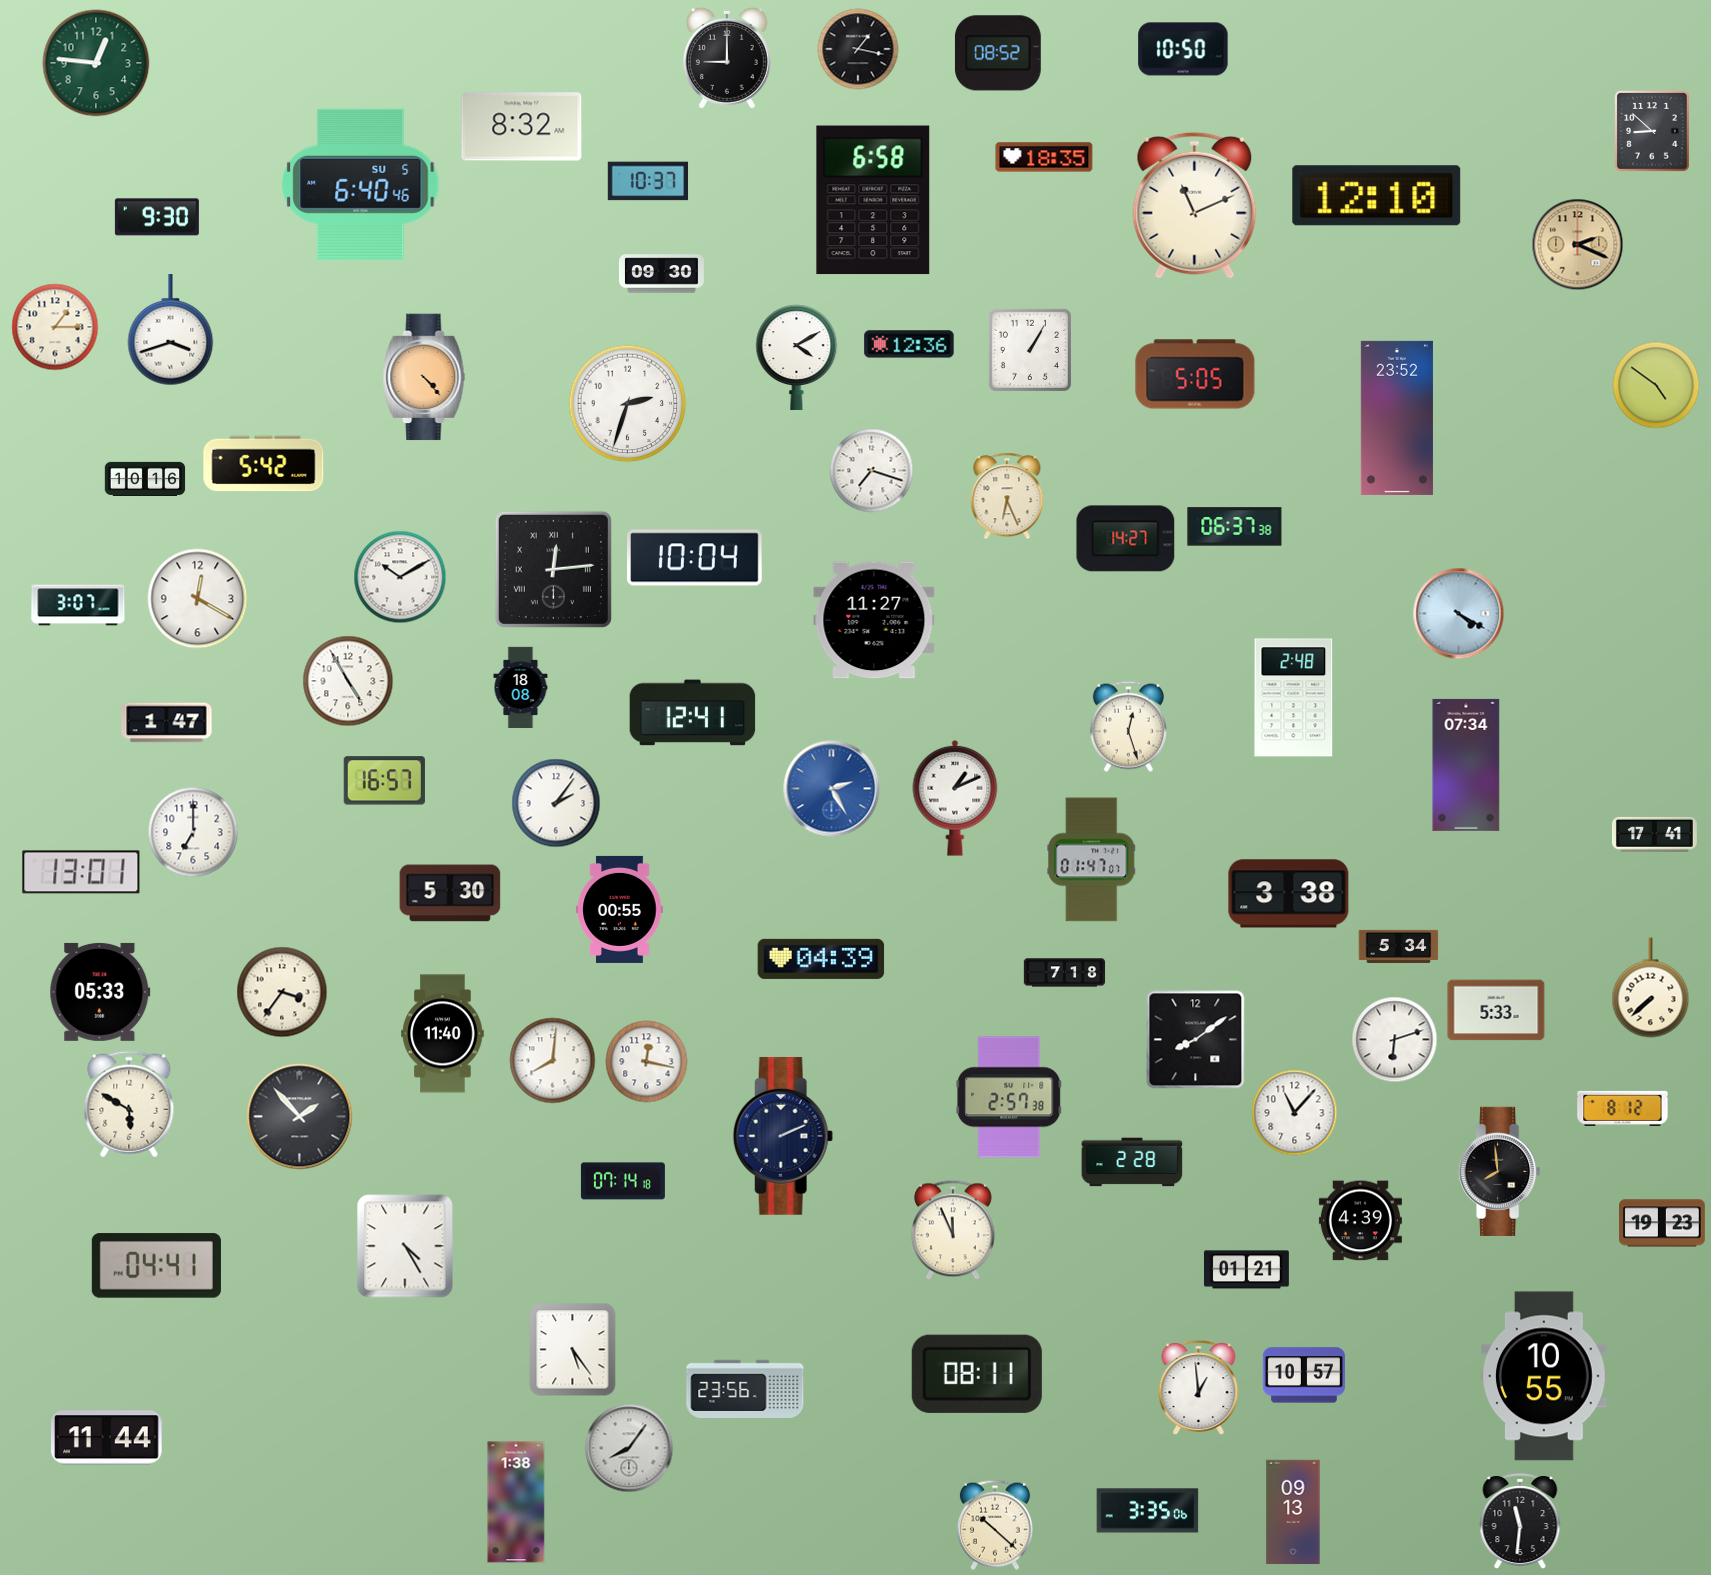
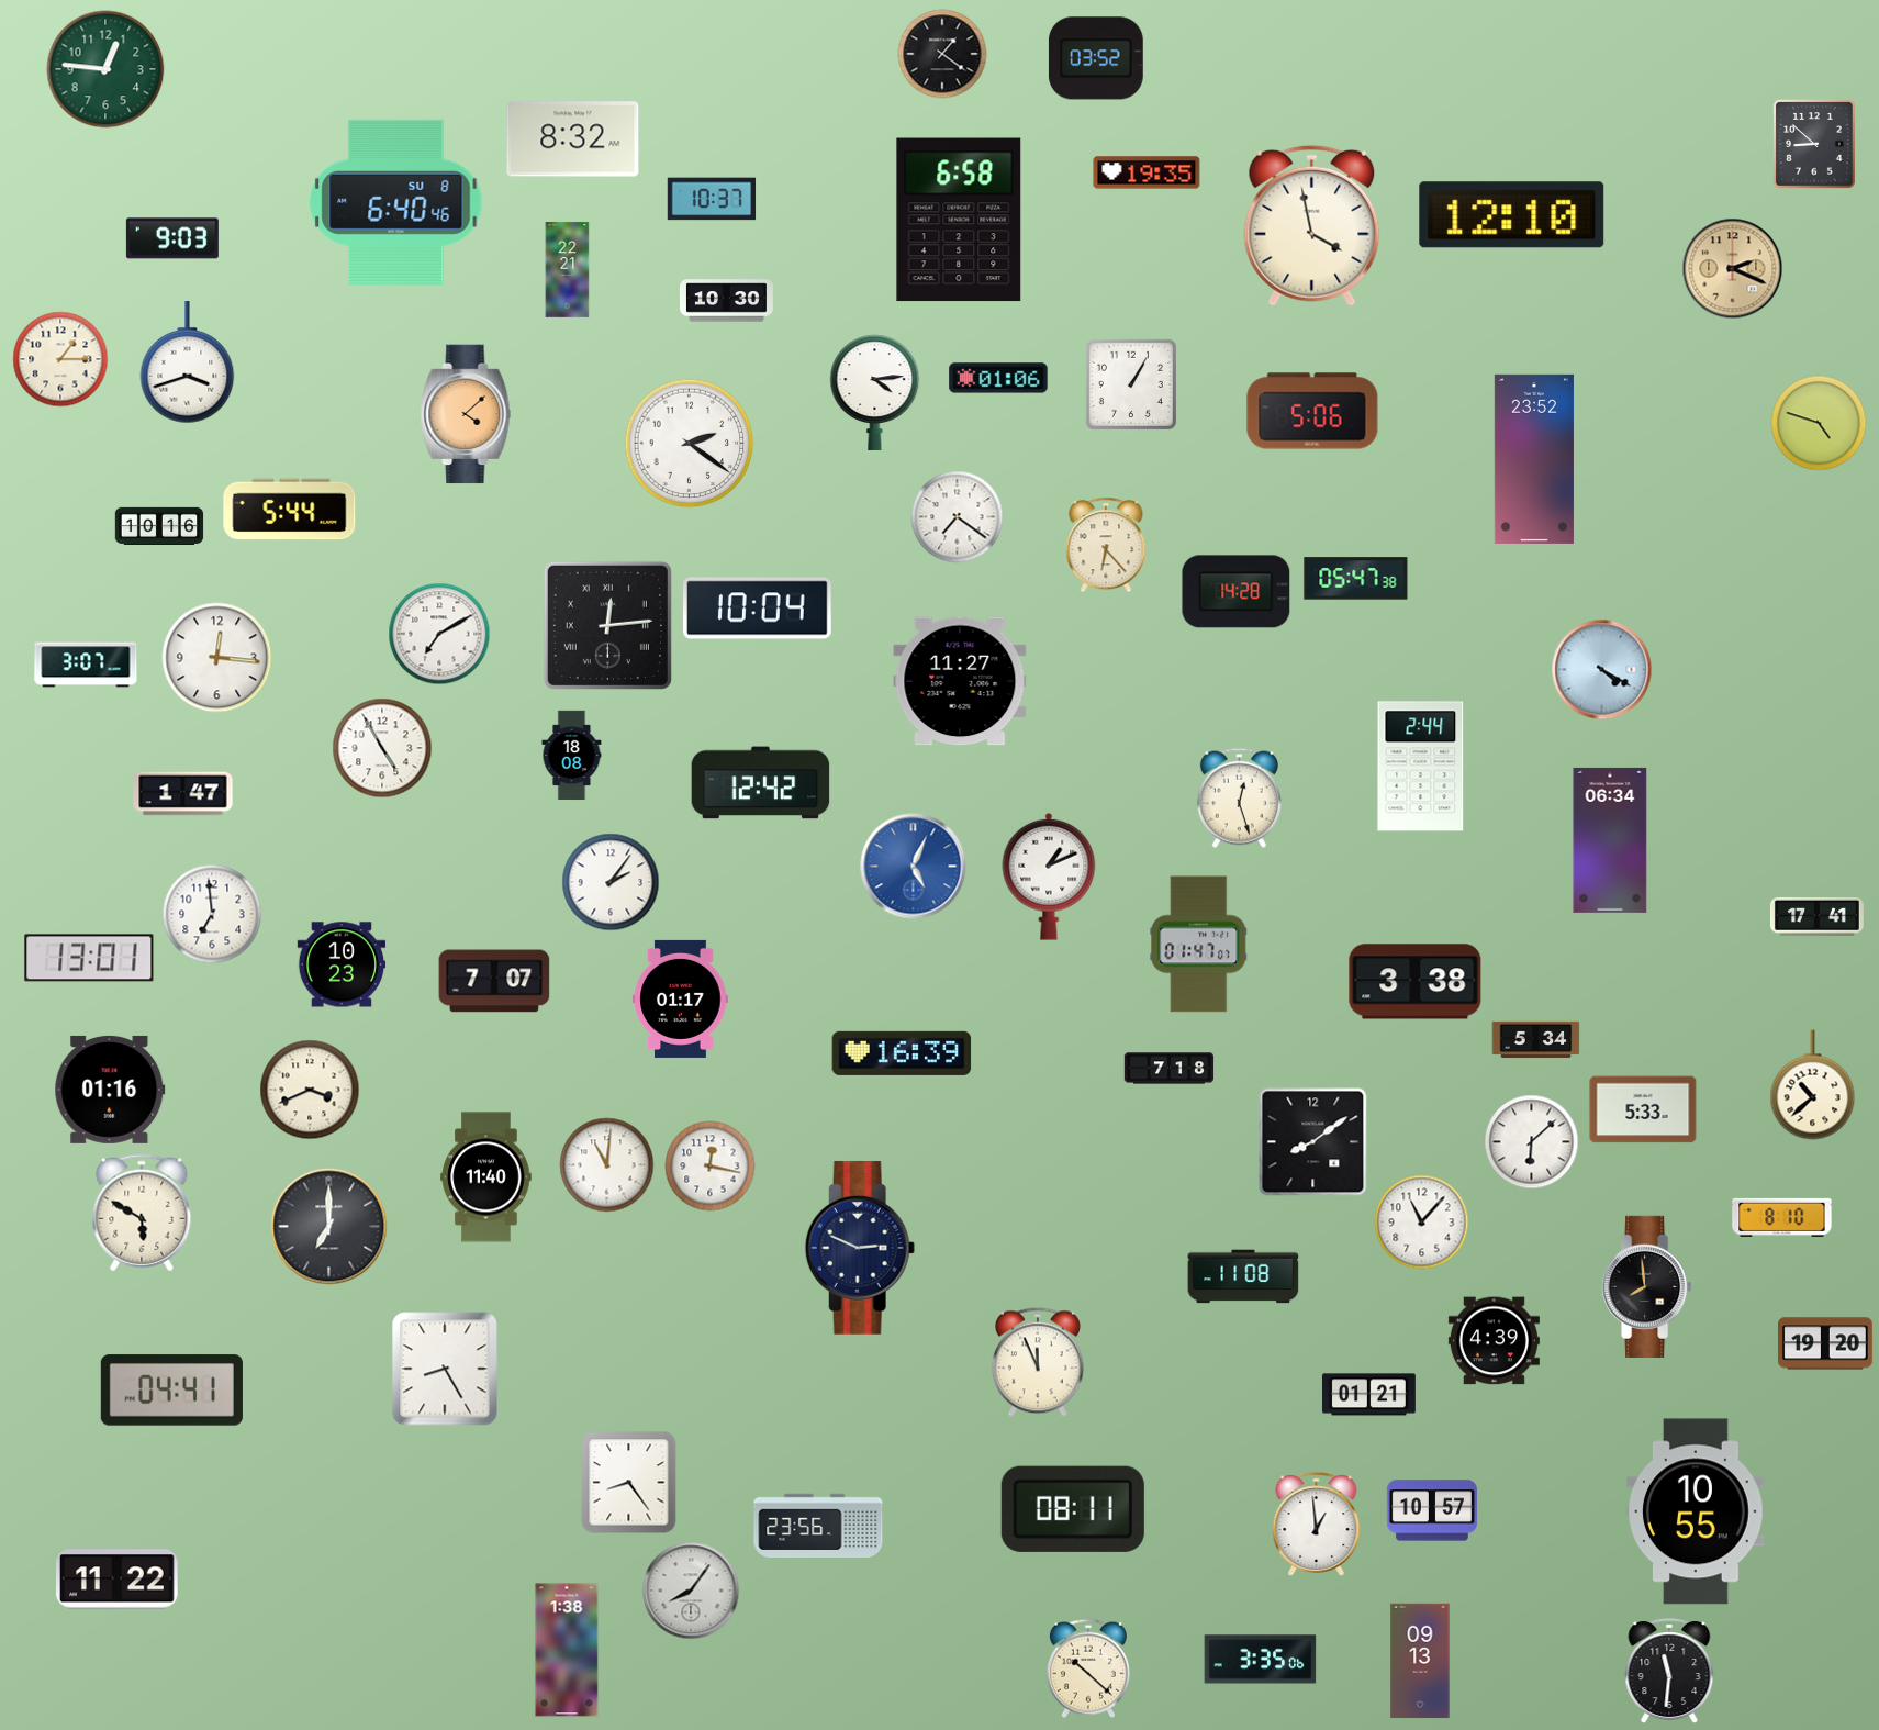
clock at (858, 49): 1:17 -> 1:21
clock at (1183, 49): 10:50 -> none
clock at (998, 53): 08:52 -> 03:52
clock at (727, 59): 9:00 -> none
clock at (1044, 157): 18:35 -> 19:35
clock at (361, 184) date: SU 5 -> SU 8
clock at (1195, 205): 11:11 -> 3:58
clock at (157, 217): 9:30 -> 9:03
clock at (568, 270): none -> 22:21
clock at (662, 274): 09:30 -> 10:30
clock at (909, 344): 12:36 -> 01:06
clock at (797, 357): 4:10 -> 4:14
clock at (1195, 374): 5:05 -> 5:06
clock at (424, 377): 4:23 -> 4:08
clock at (1656, 385): 4:51 -> 4:48
clock at (628, 404): 2:33 -> 2:21
clock at (264, 464): 5:42 -> 5:44
clock at (872, 471): 7:18 -> 7:21
clock at (1007, 496): 6:26 -> 6:23
clock at (1235, 527): 06:37 -> 05:47
clock at (1126, 539): 14:27 -> 14:28
clock at (695, 558) position: (695, 558) -> (758, 609)
clock at (400, 577): 10:10 -> 7:10
clock at (198, 599): 12:20 -> 12:16
clock at (1459, 614) position: (1459, 614) -> (1602, 670)
clock at (1294, 698): 2:48 -> 2:44
clock at (693, 713): 12:41 -> 12:42
clock at (1466, 765): 07:34 -> 06:34
clock at (384, 781): 16:57 -> none
clock at (832, 789): 2:25 -> 5:04
clock at (193, 832): 7:00 -> 6:59
clock at (342, 964): none -> 10:23
clock at (450, 893): 5:30 -> 7:07
clock at (620, 909): 00:55 -> 01:17
clock at (821, 959): 04:39 -> 16:39
clock at (1651, 988): 7:38 -> 10:38
clock at (100, 992): 05:33 -> 01:16
clock at (282, 992): 3:36 -> 3:41
clock at (443, 1034) position: (443, 1034) -> (486, 1177)
clock at (1395, 1040): 6:12 -> 6:08
clock at (553, 1061): 8:01 -> 11:01
clock at (1009, 1097): 2:57 -> none
clock at (1623, 1108): 8:12 -> 8:10
clock at (300, 1117): 1:53 -> 7:00
clock at (783, 1136): 2:11 -> 2:49
clock at (1132, 1162): 2:28 -> 11:08
clock at (623, 1181): 07:14 -> none
clock at (1663, 1223): 19:23 -> 19:20
clock at (953, 1230) position: (953, 1230) -> (1038, 1362)
clock at (405, 1246): 4:25 -> 8:25
clock at (573, 1350): 5:24 -> 8:24
clock at (107, 1438): 11:44 -> 11:22
clock at (995, 1525) position: (995, 1525) -> (1088, 1668)
